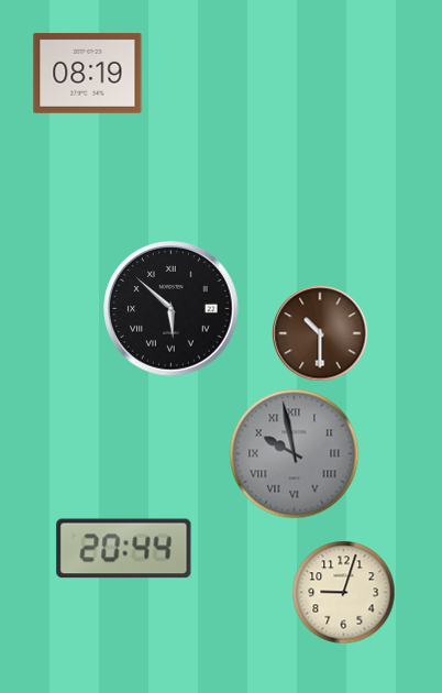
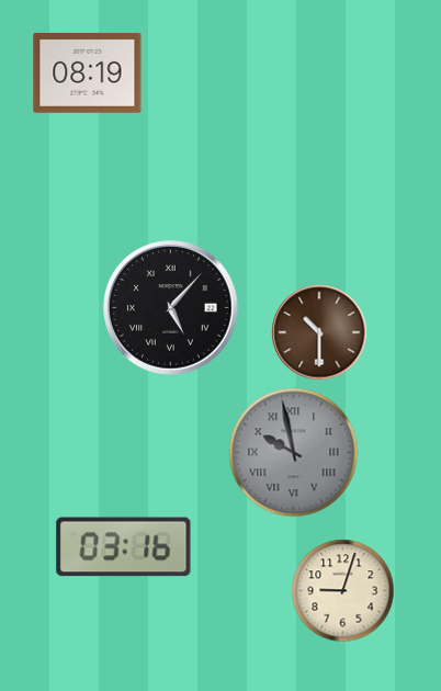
clock at (172, 309): 5:52 -> 5:07
clock at (124, 549): 20:44 -> 03:16
